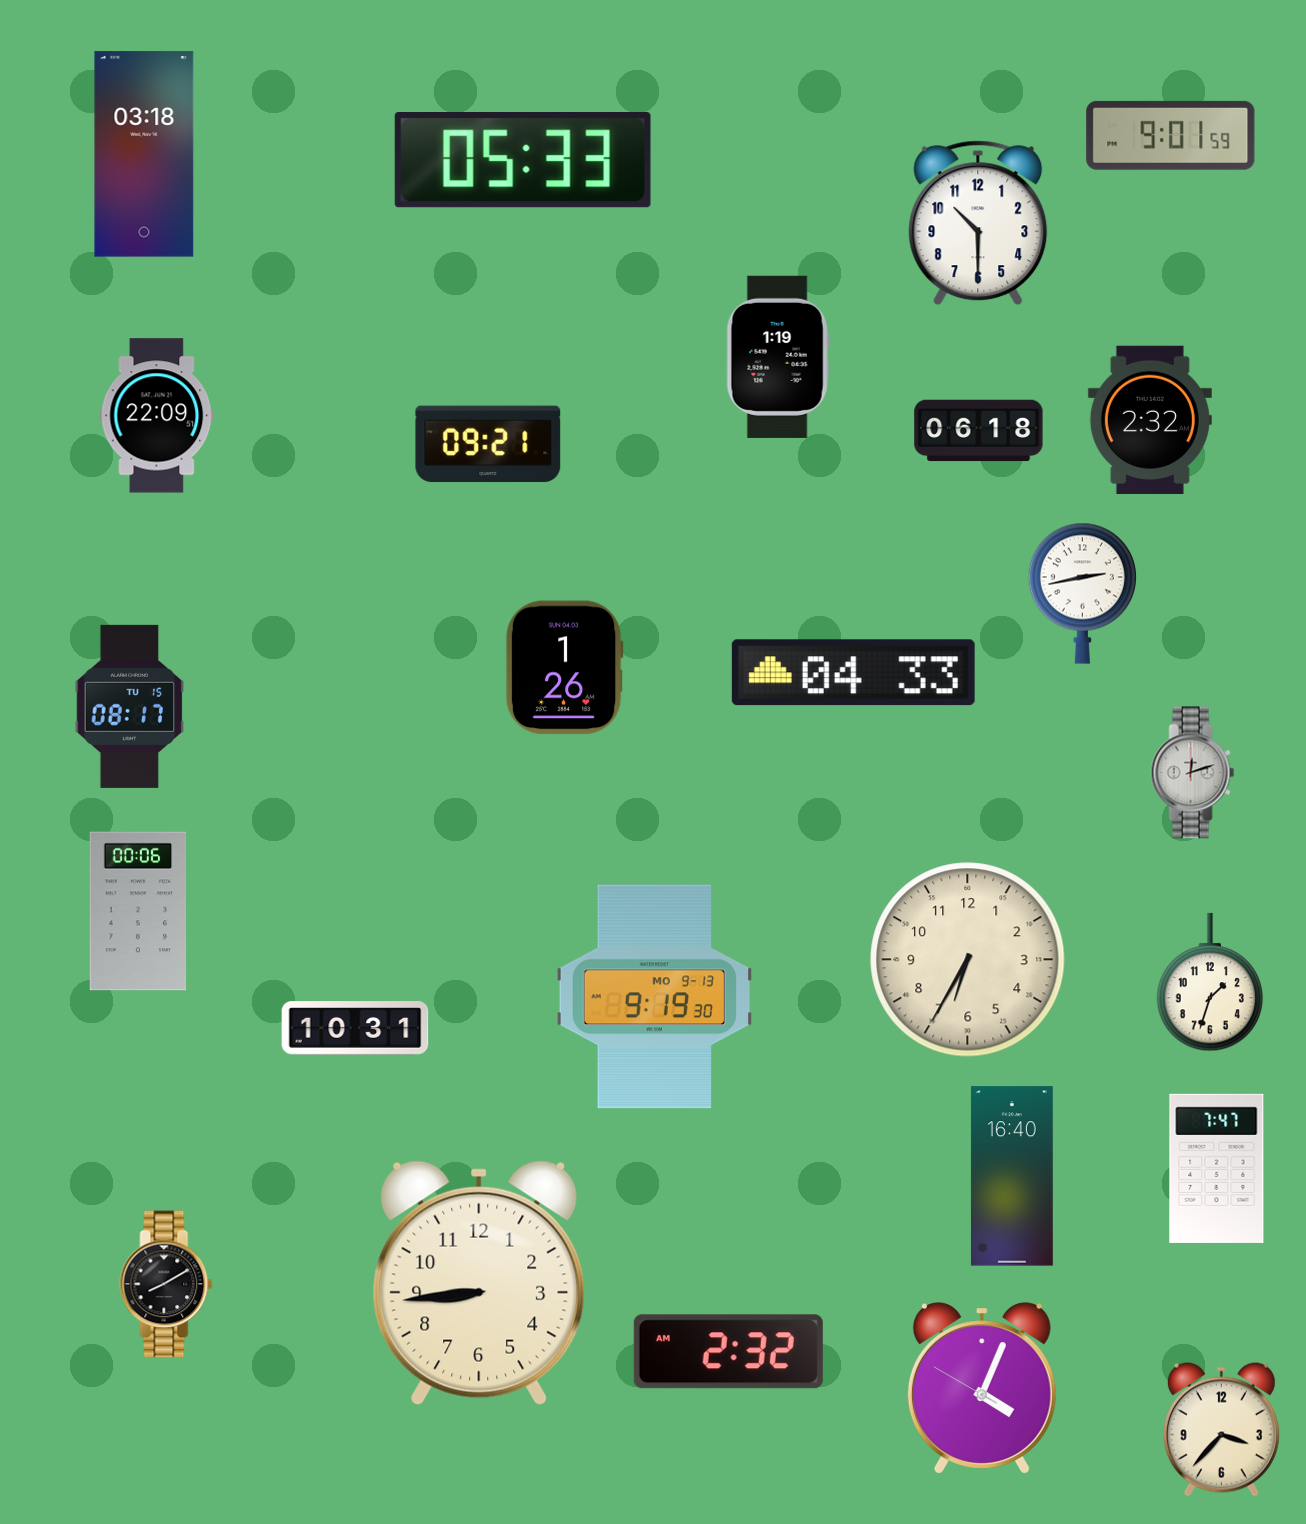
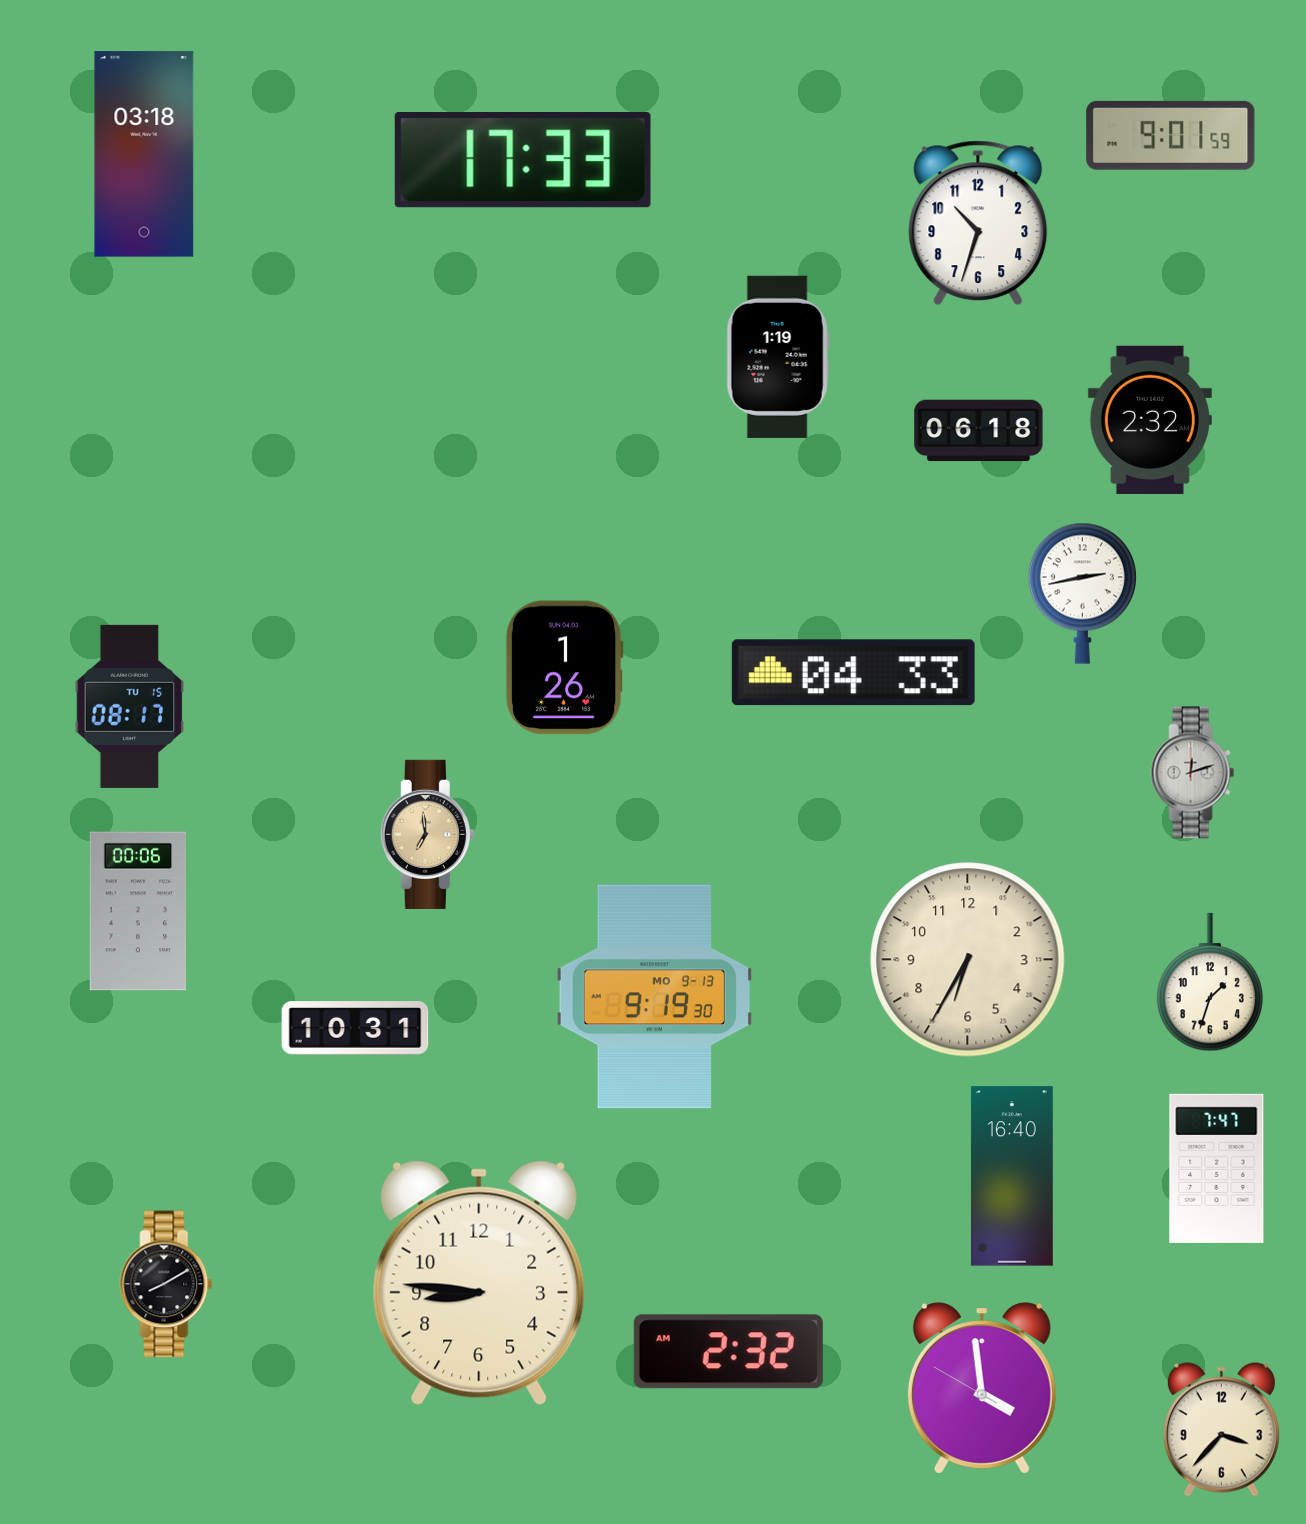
clock at (523, 161): 05:33 -> 17:33
clock at (978, 223): 10:30 -> 10:33
clock at (157, 416): 22:09 -> none
clock at (488, 444): 09:21 -> none
clock at (427, 834): none -> 6:59
clock at (479, 1283): 8:44 -> 8:46
clock at (982, 1388): 4:03 -> 3:58
